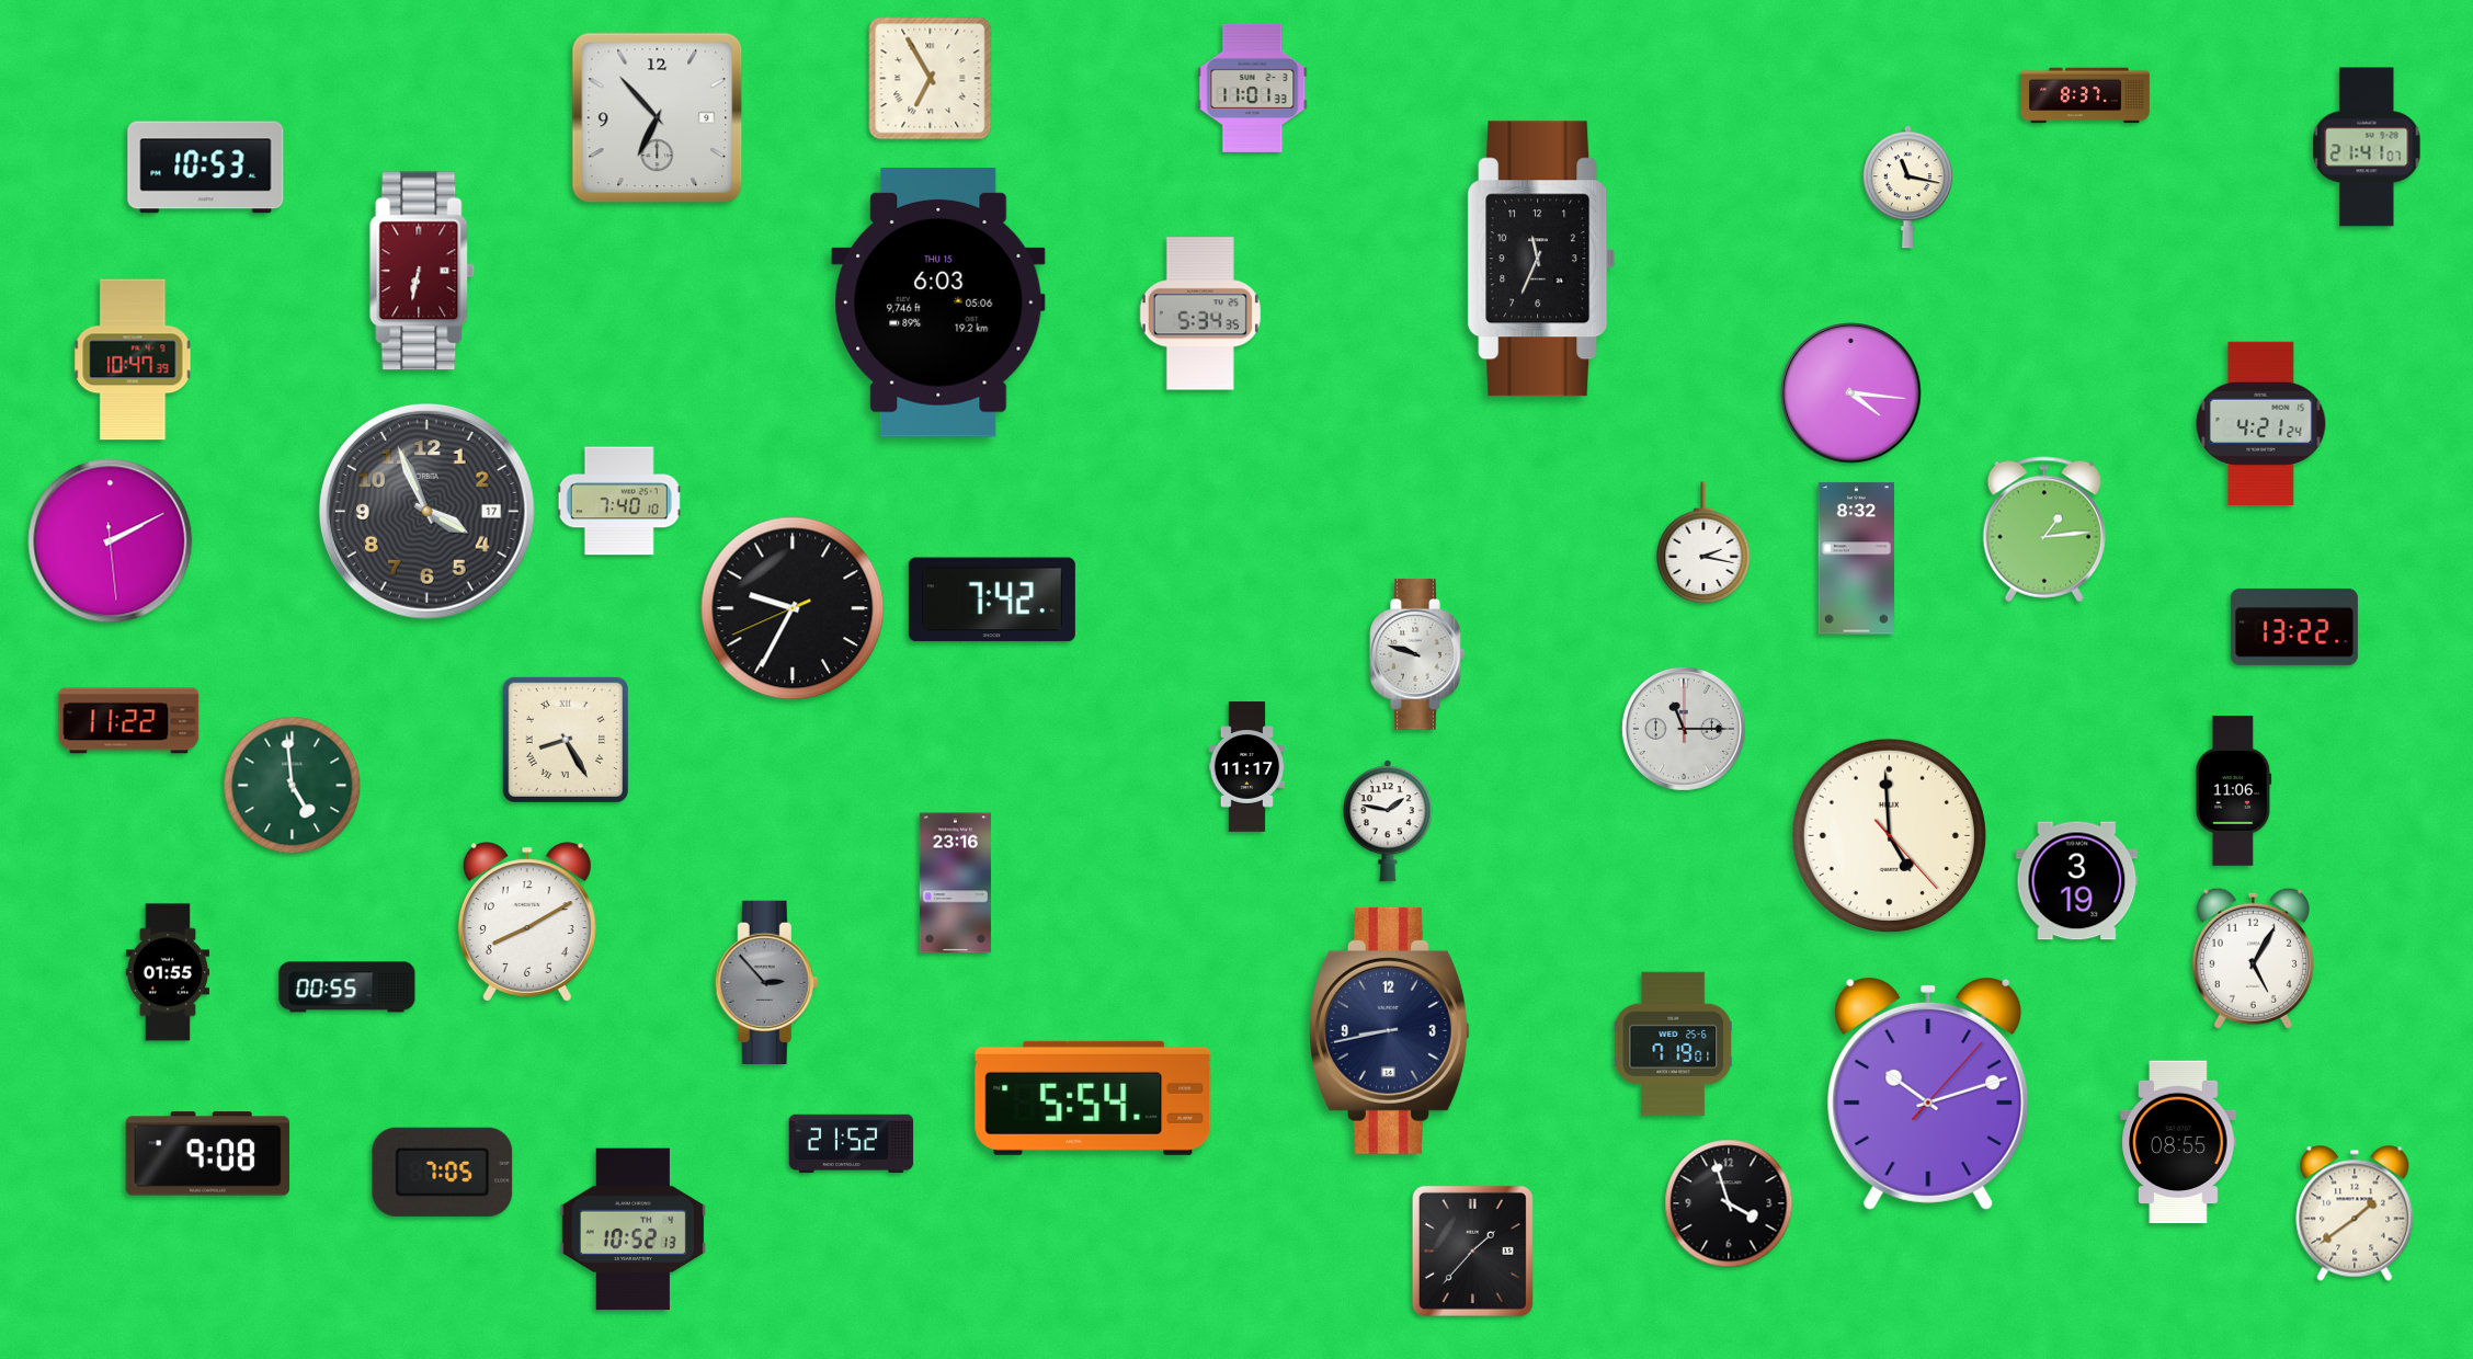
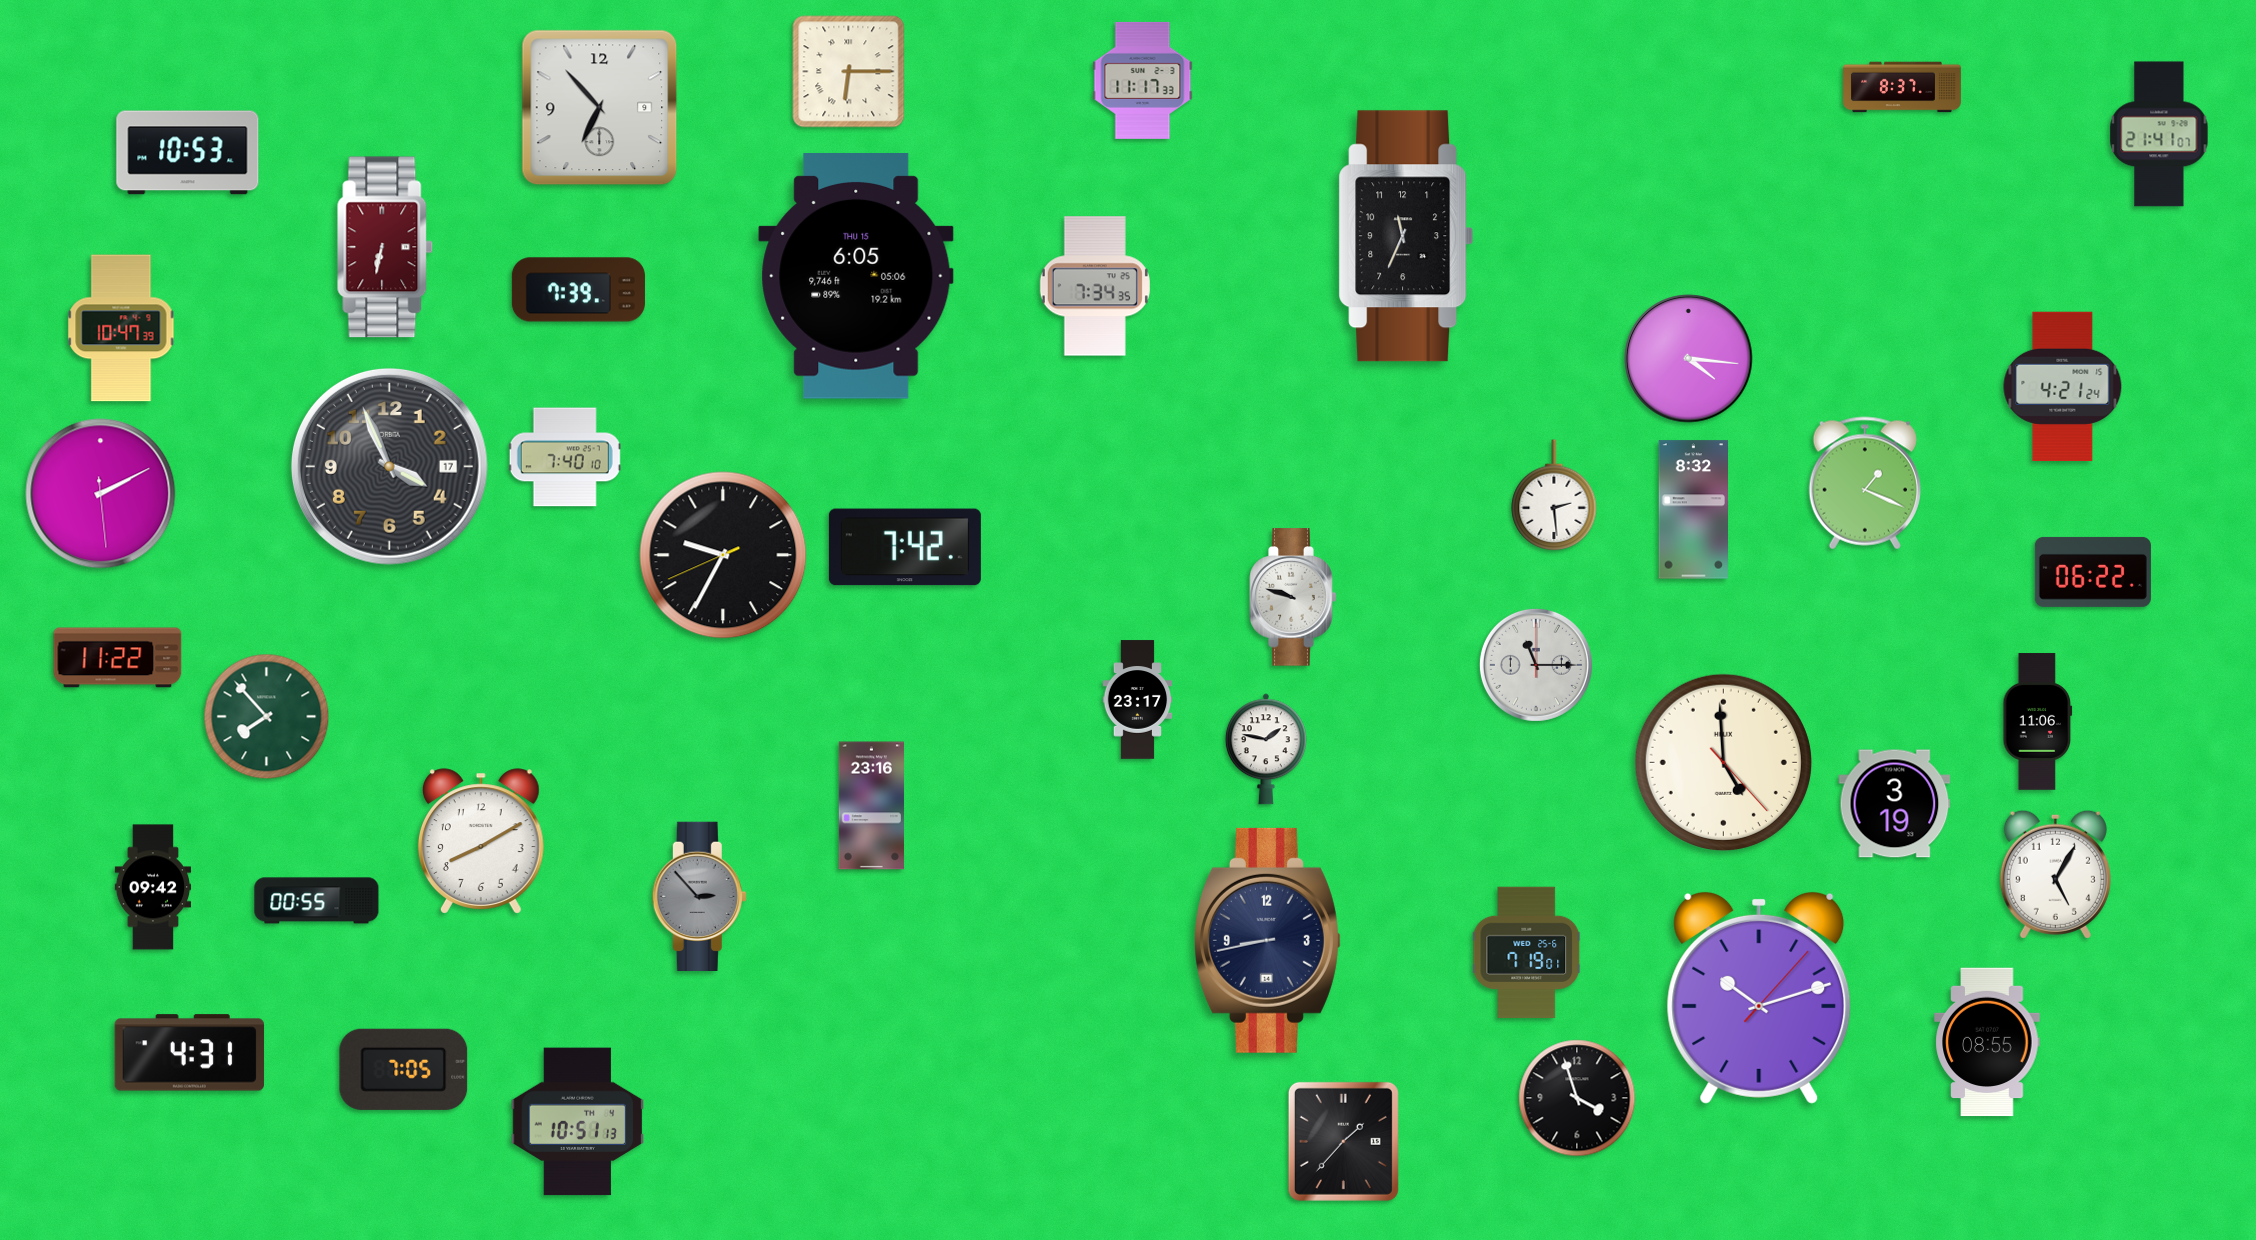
clock at (931, 79): 6:55 -> 6:15
clock at (1253, 88): 11:01 -> 11:17
clock at (1907, 187): 11:17 -> none
clock at (938, 304): 6:03 -> 6:05
clock at (1200, 313): 5:34 -> 7:34
clock at (578, 290): none -> 7:39
clock at (2044, 529): 1:14 -> 1:19
clock at (1703, 544): 2:17 -> 2:29
clock at (2294, 627): 13:22 -> 06:22
clock at (566, 740): 8:25 -> none
clock at (1247, 767): 11:17 -> 23:17
clock at (293, 786): 4:59 -> 7:53
clock at (167, 972): 01:55 -> 09:42
clock at (1093, 1098): 5:54 -> none
clock at (852, 1144): 21:52 -> none
clock at (207, 1154): 9:08 -> 4:31
clock at (2355, 1213): 1:39 -> none
clock at (634, 1230): 10:52 -> 10:51
